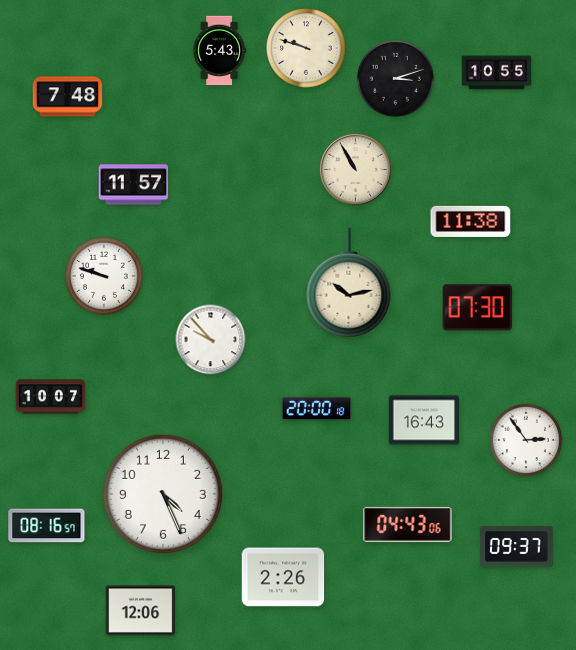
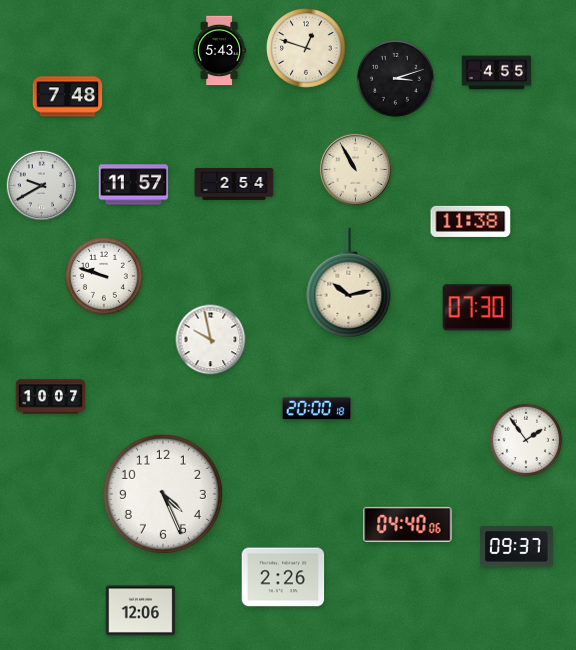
clock at (306, 48): 9:48 -> 12:48
clock at (497, 73): 10:55 -> 4:55
clock at (41, 185): none -> 9:40
clock at (234, 185): none -> 2:54
clock at (211, 340): 9:53 -> 9:58
clock at (423, 420): 16:43 -> none
clock at (526, 440): 2:54 -> 1:54
clock at (408, 524): 04:43 -> 04:40
clock at (47, 526): 08:16 -> none
